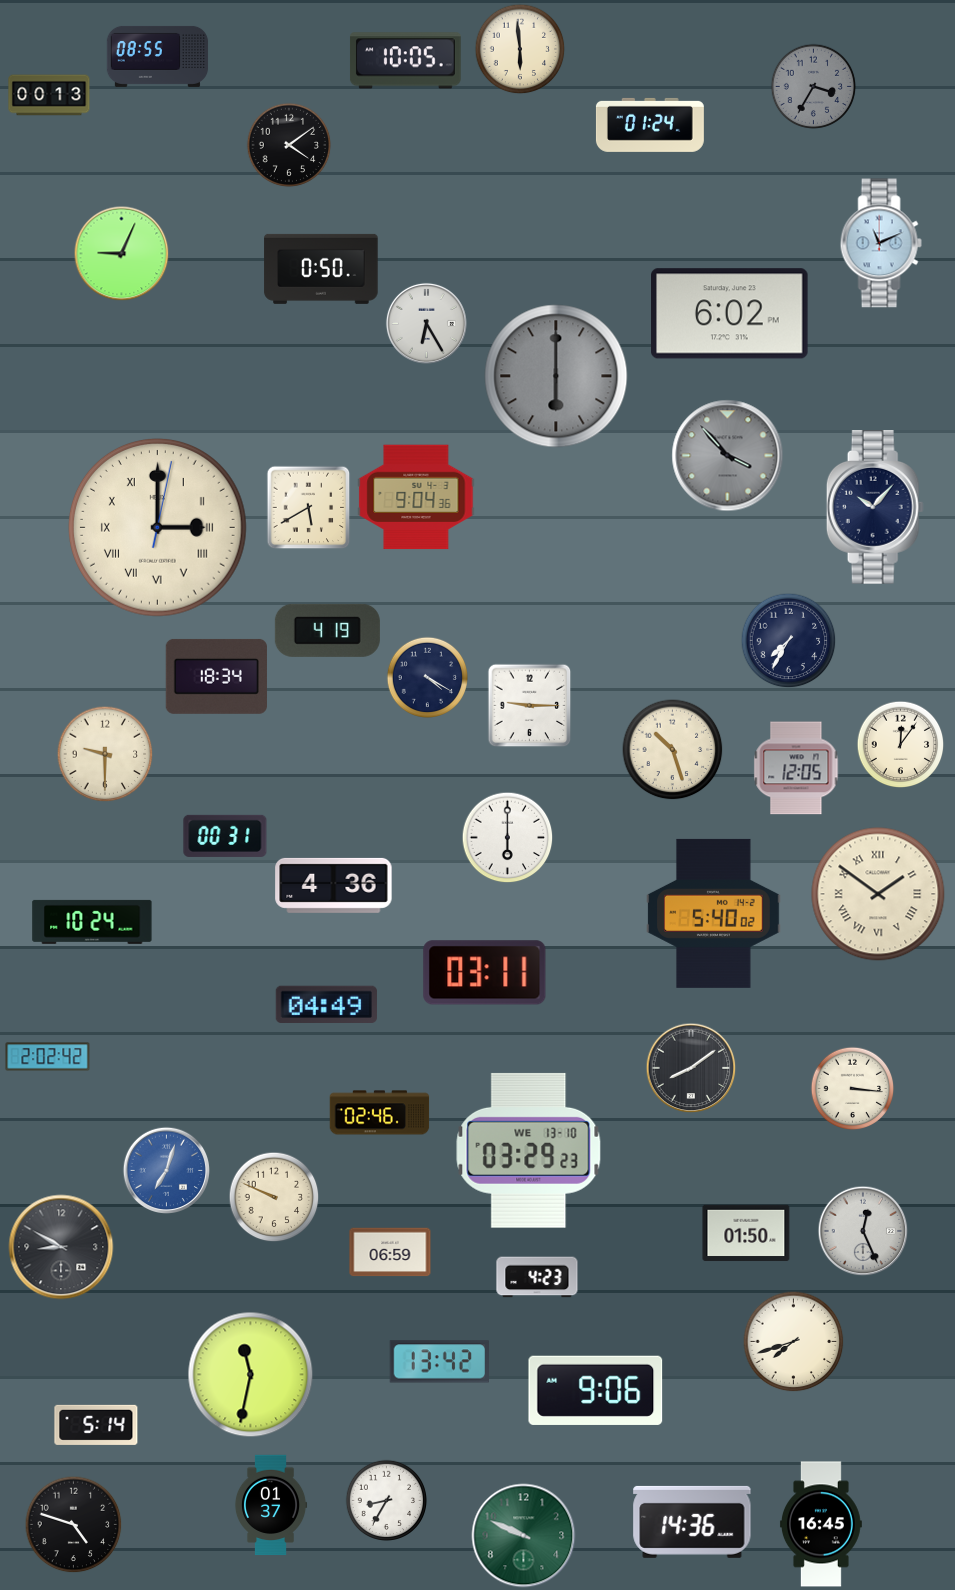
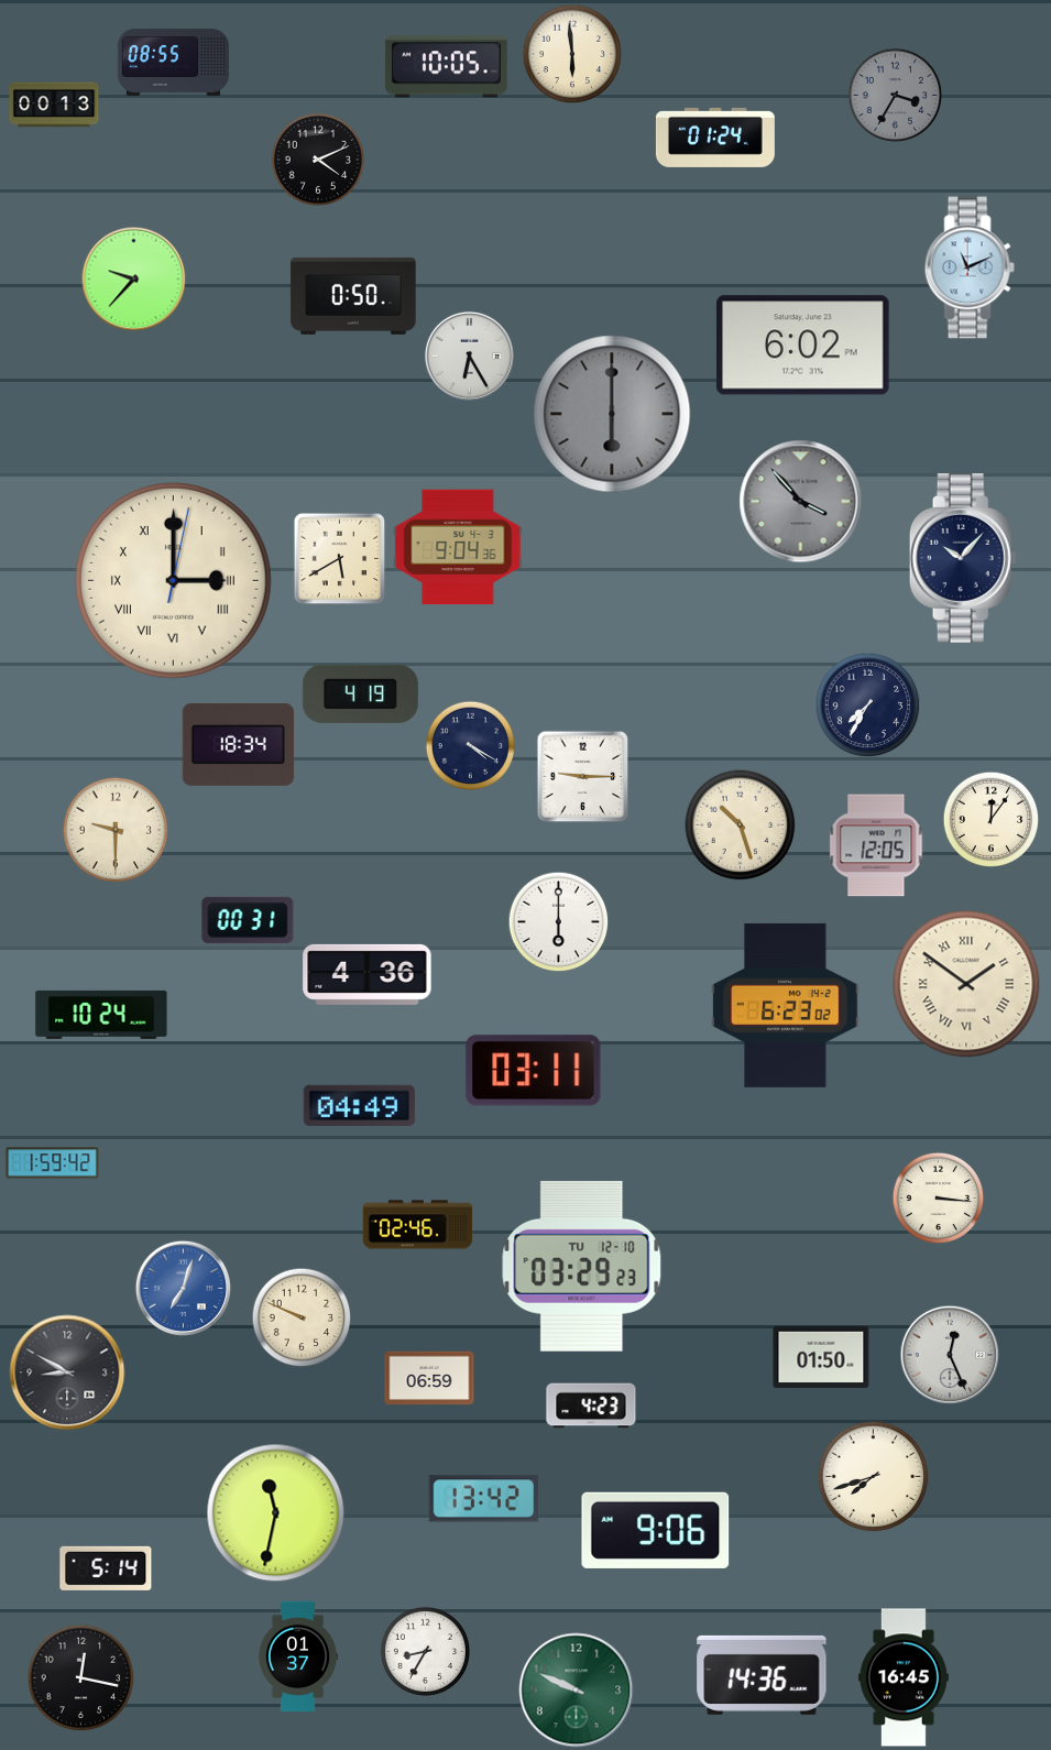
clock at (289, 145): 4:09 -> 4:11
clock at (121, 253): 9:04 -> 9:37
clock at (714, 913): 5:40 -> 6:23
clock at (48, 1057): 2:02 -> 1:59
clock at (691, 1068): 8:09 -> none
clock at (529, 1150) date: WE 13-10 -> TU 12-10
clock at (73, 1524): 4:48 -> 12:17
